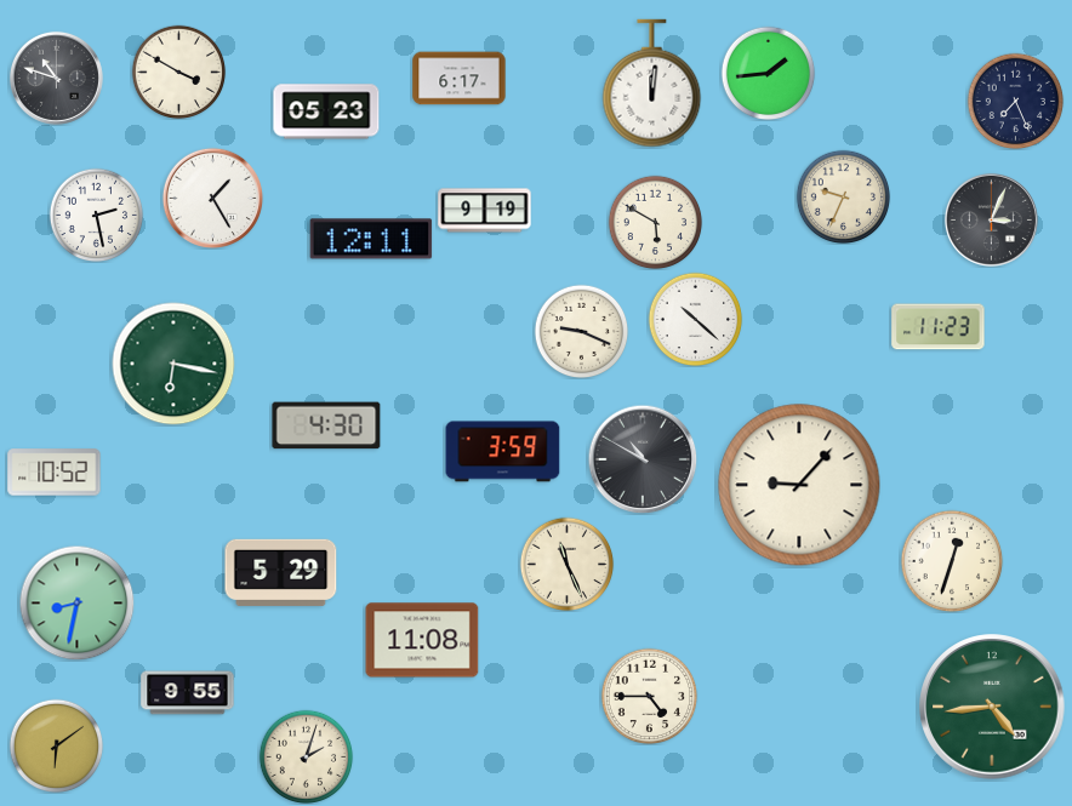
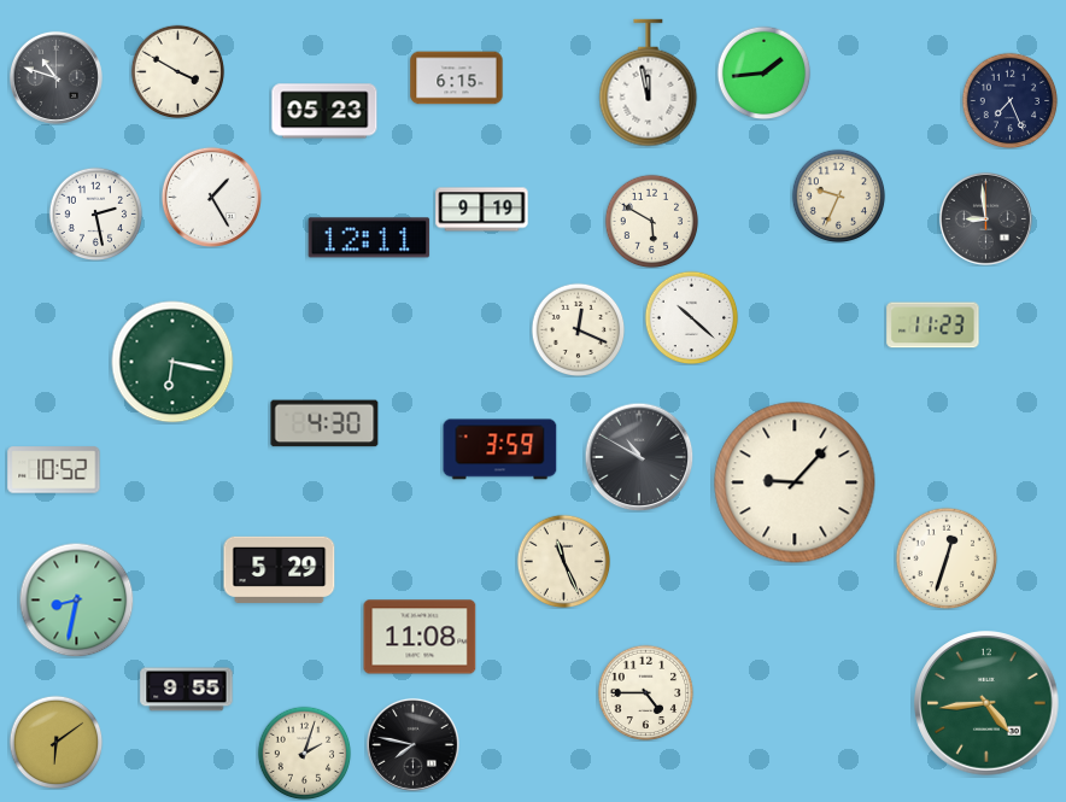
clock at (460, 79): 6:17 -> 6:15
clock at (652, 84): 12:01 -> 11:58
clock at (991, 219): 3:04 -> 8:59
clock at (581, 331): 9:19 -> 12:19
clock at (412, 744): none -> 7:47
